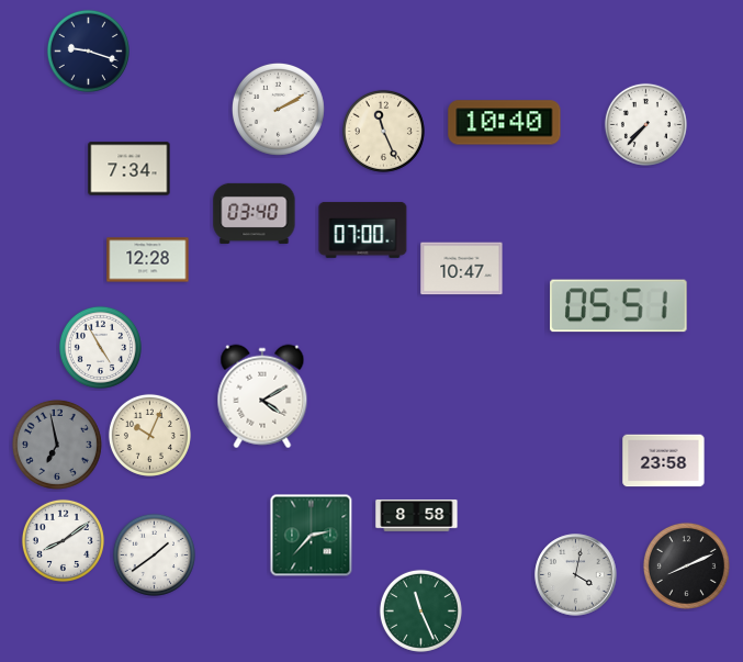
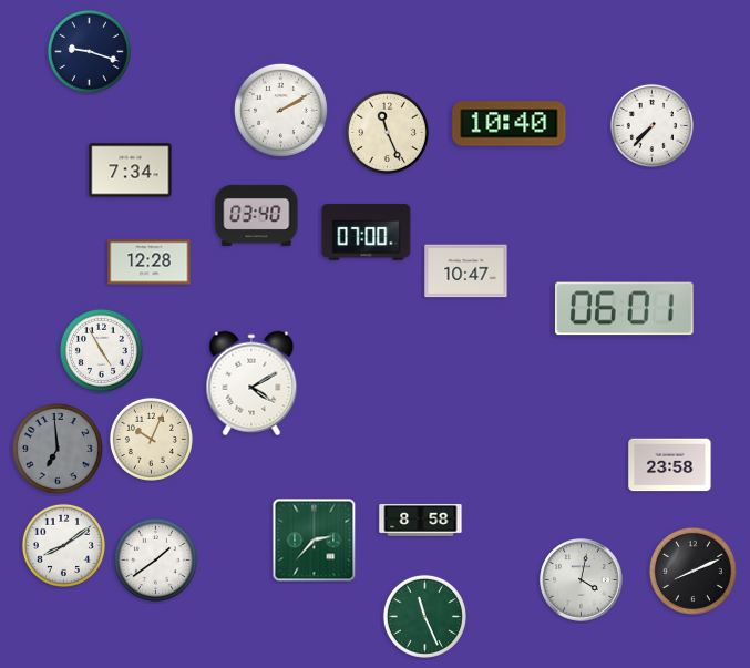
clock at (619, 306): 05:51 -> 06:01
clock at (262, 396) position: (262, 396) -> (251, 383)
clock at (57, 445): 6:58 -> 6:59
